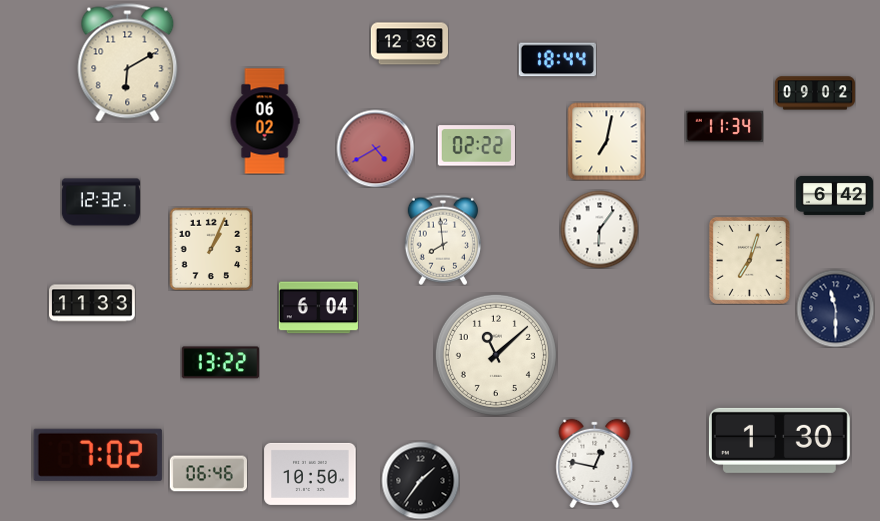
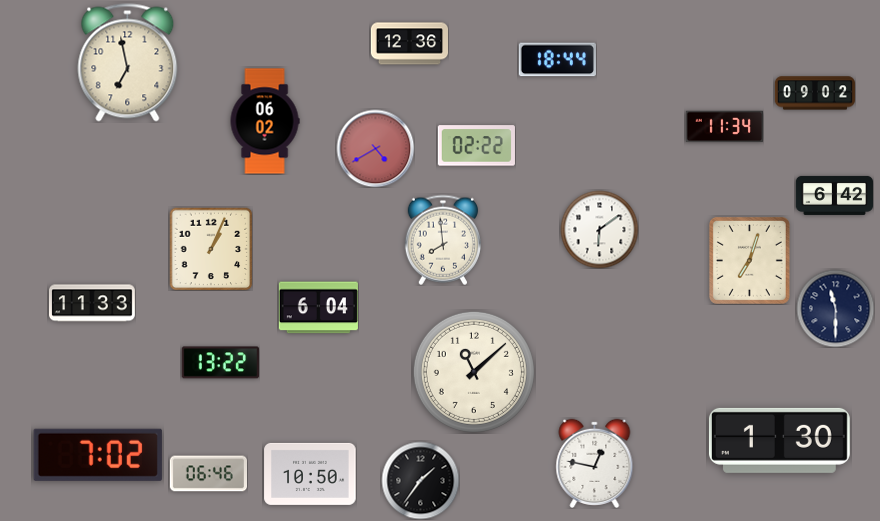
clock at (128, 63): 6:10 -> 6:58
clock at (606, 141): 7:02 -> none
clock at (100, 202): 12:32 -> none
clock at (599, 229): 6:06 -> 6:09
clock at (496, 355) position: (496, 355) -> (474, 372)
